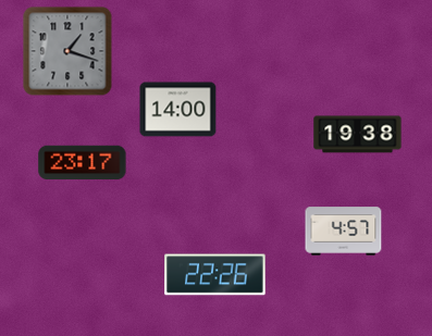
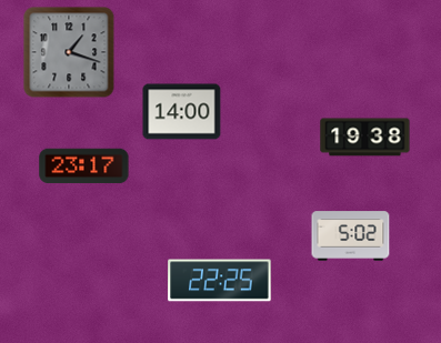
clock at (344, 232): 4:57 -> 5:02
clock at (215, 275): 22:26 -> 22:25
